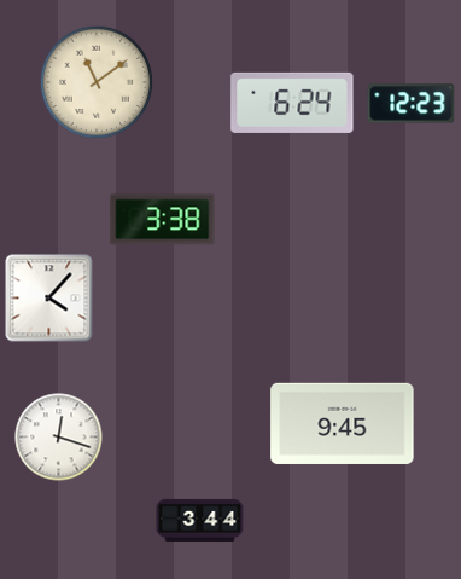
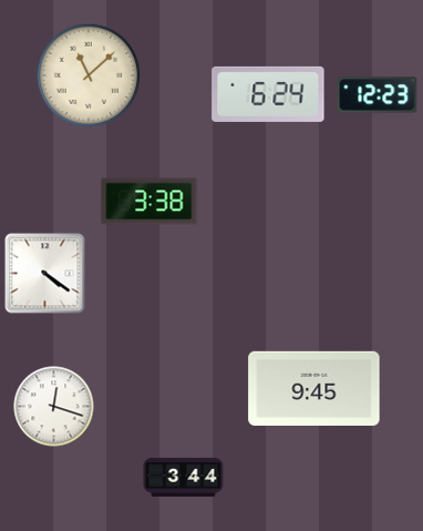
clock at (95, 81): 11:09 -> 11:08
clock at (49, 299): 4:07 -> 4:21
clock at (59, 438) position: (59, 438) -> (54, 407)
